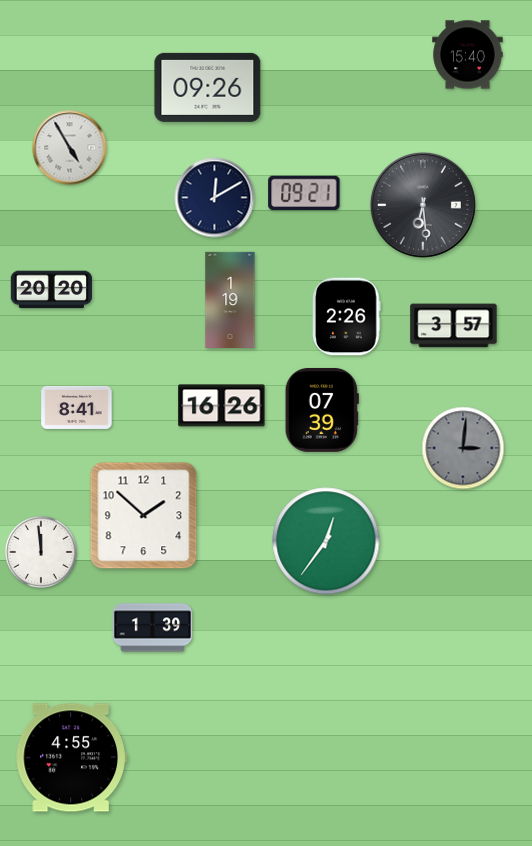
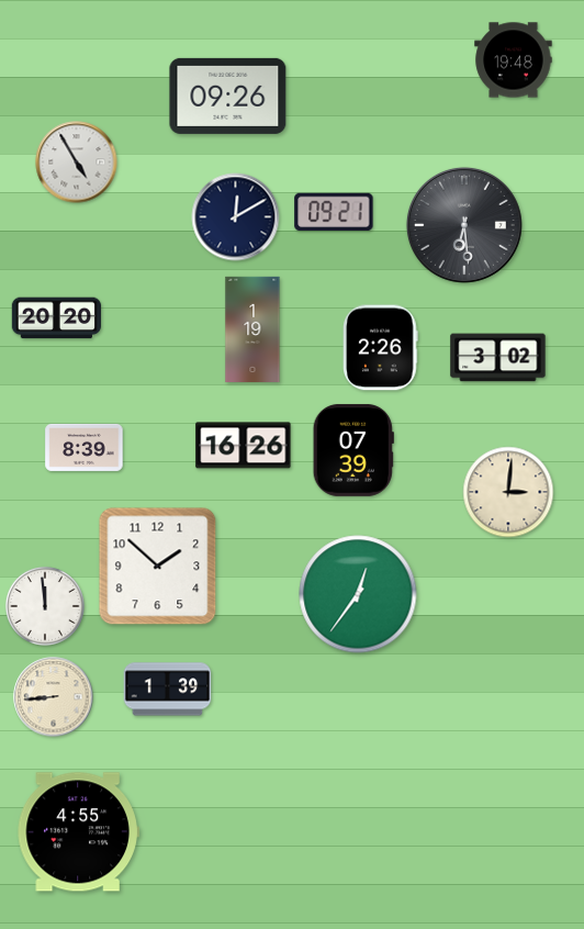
clock at (468, 55): 15:40 -> 19:48
clock at (454, 326): 3:57 -> 3:02
clock at (77, 407): 8:41 -> 8:39
clock at (463, 448) dial: grey -> cream
clock at (54, 697): none -> 8:44
